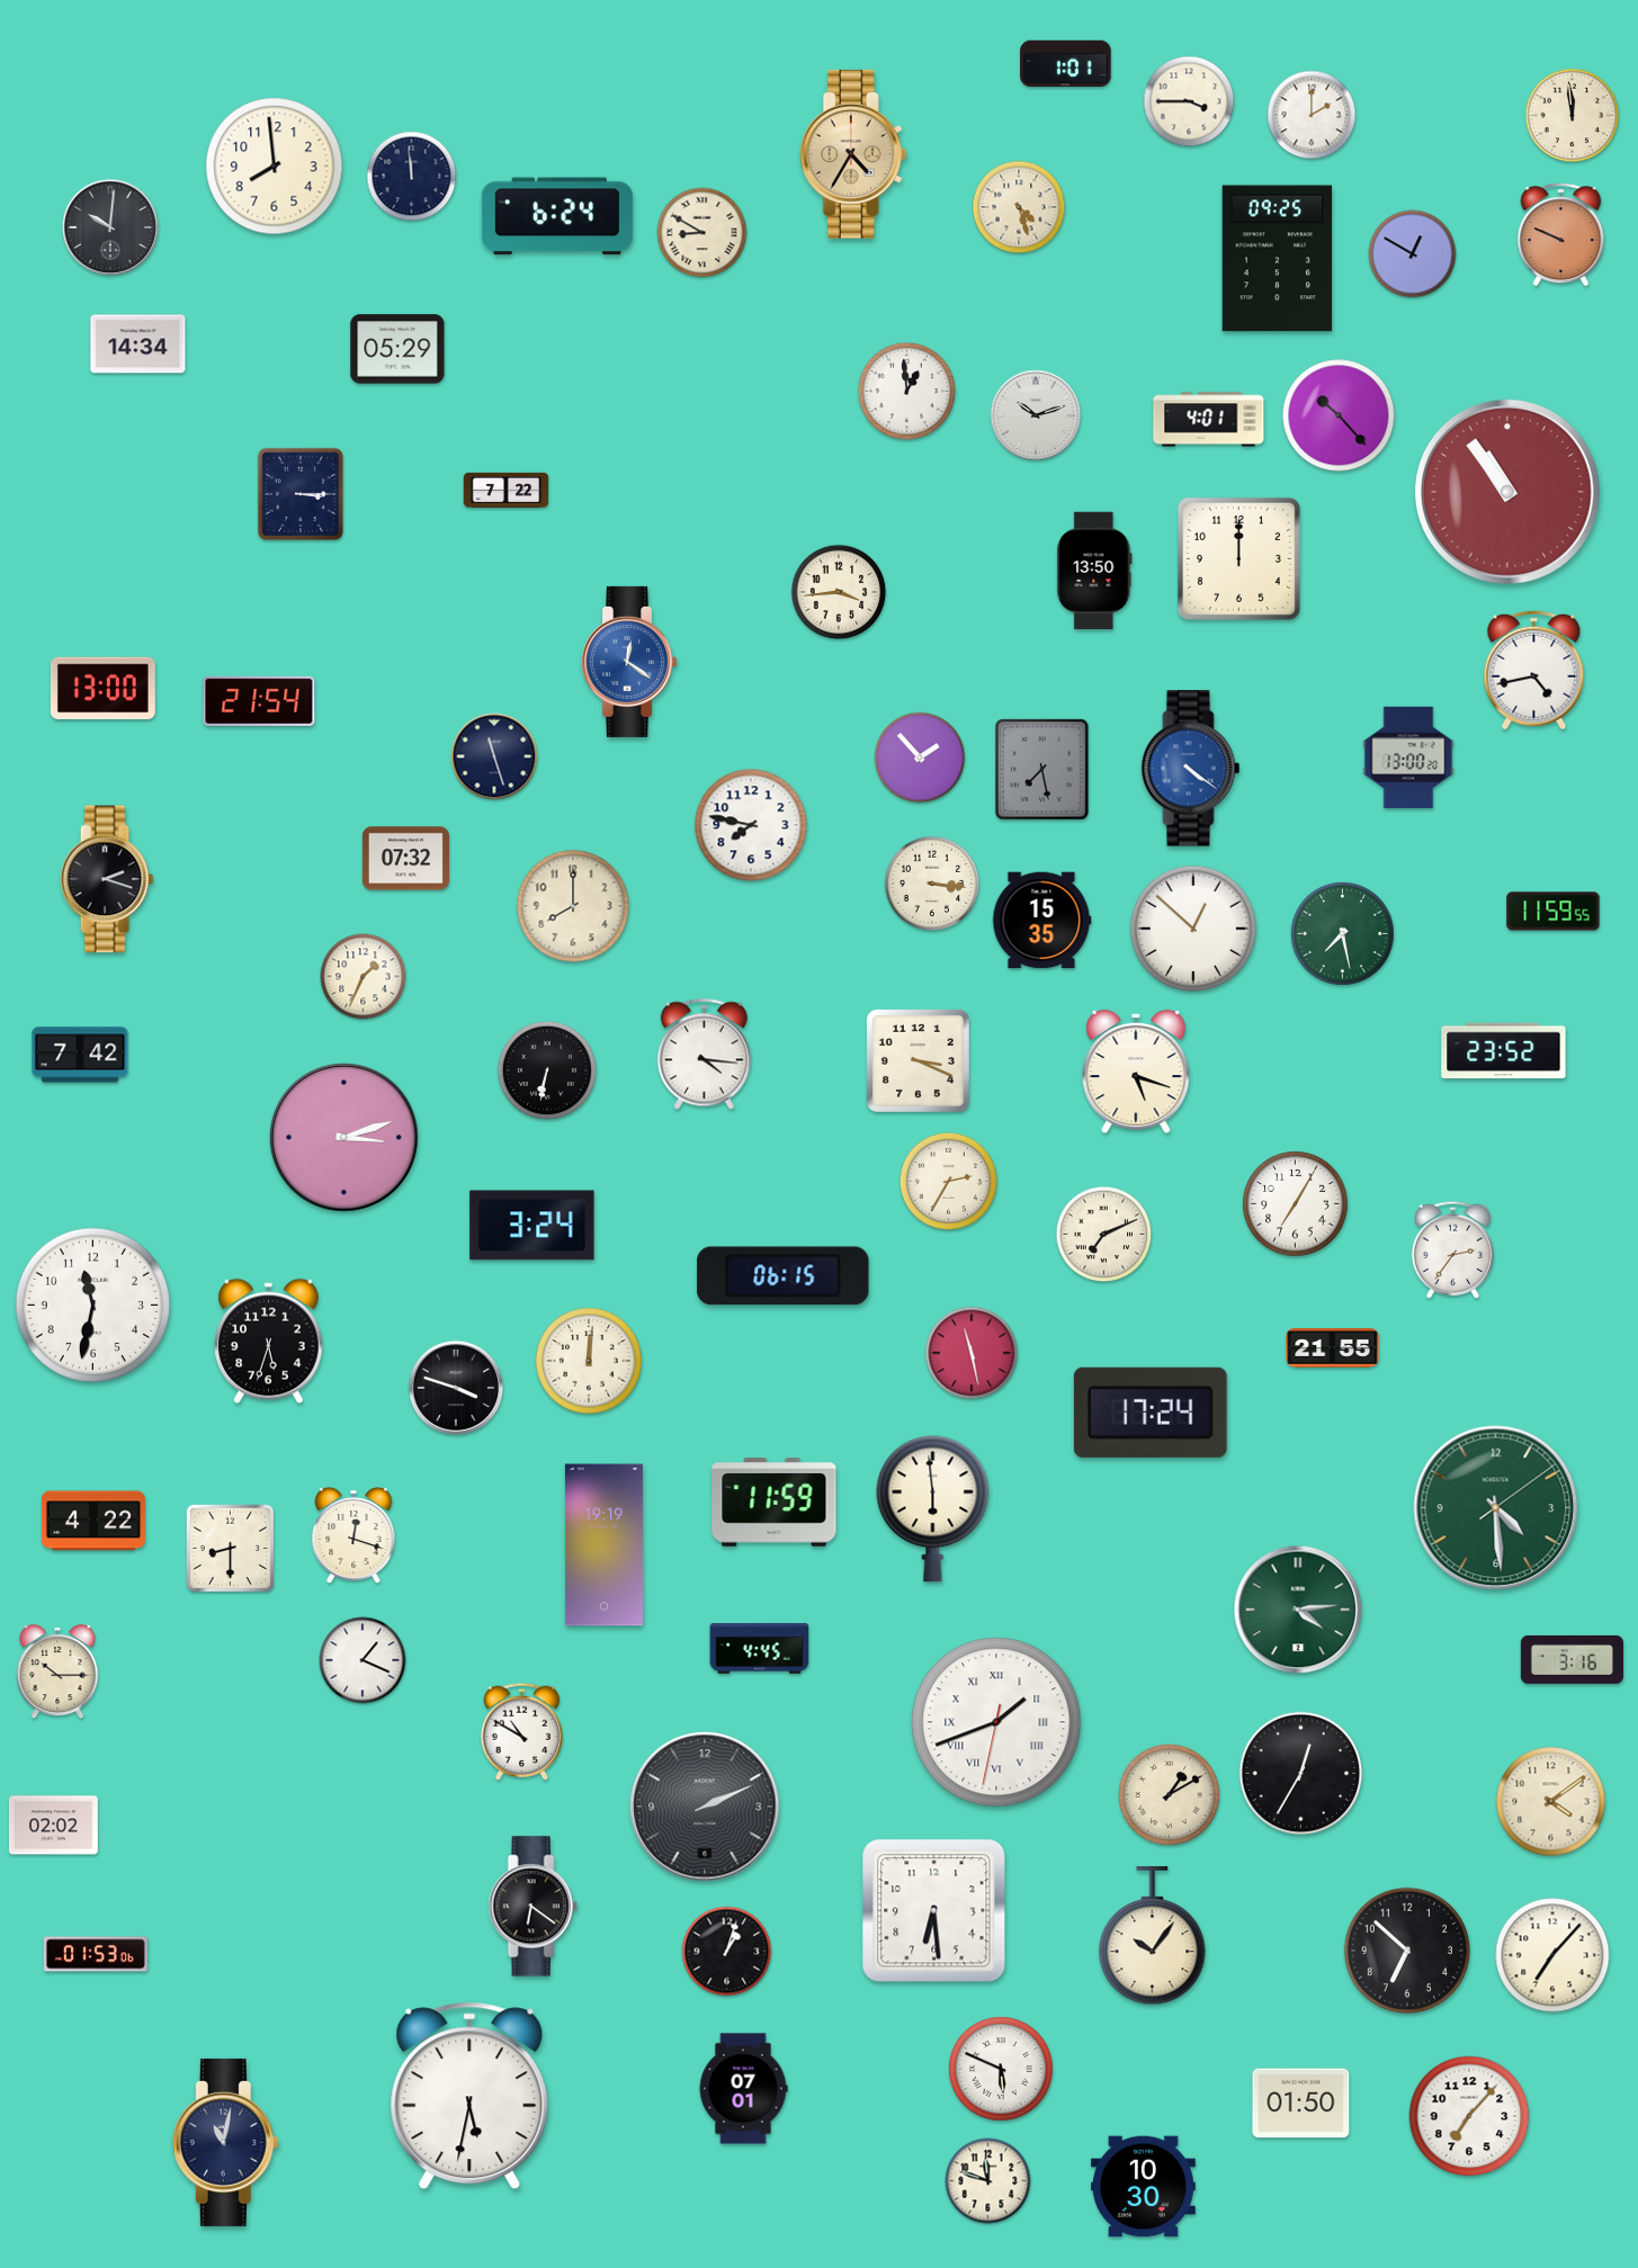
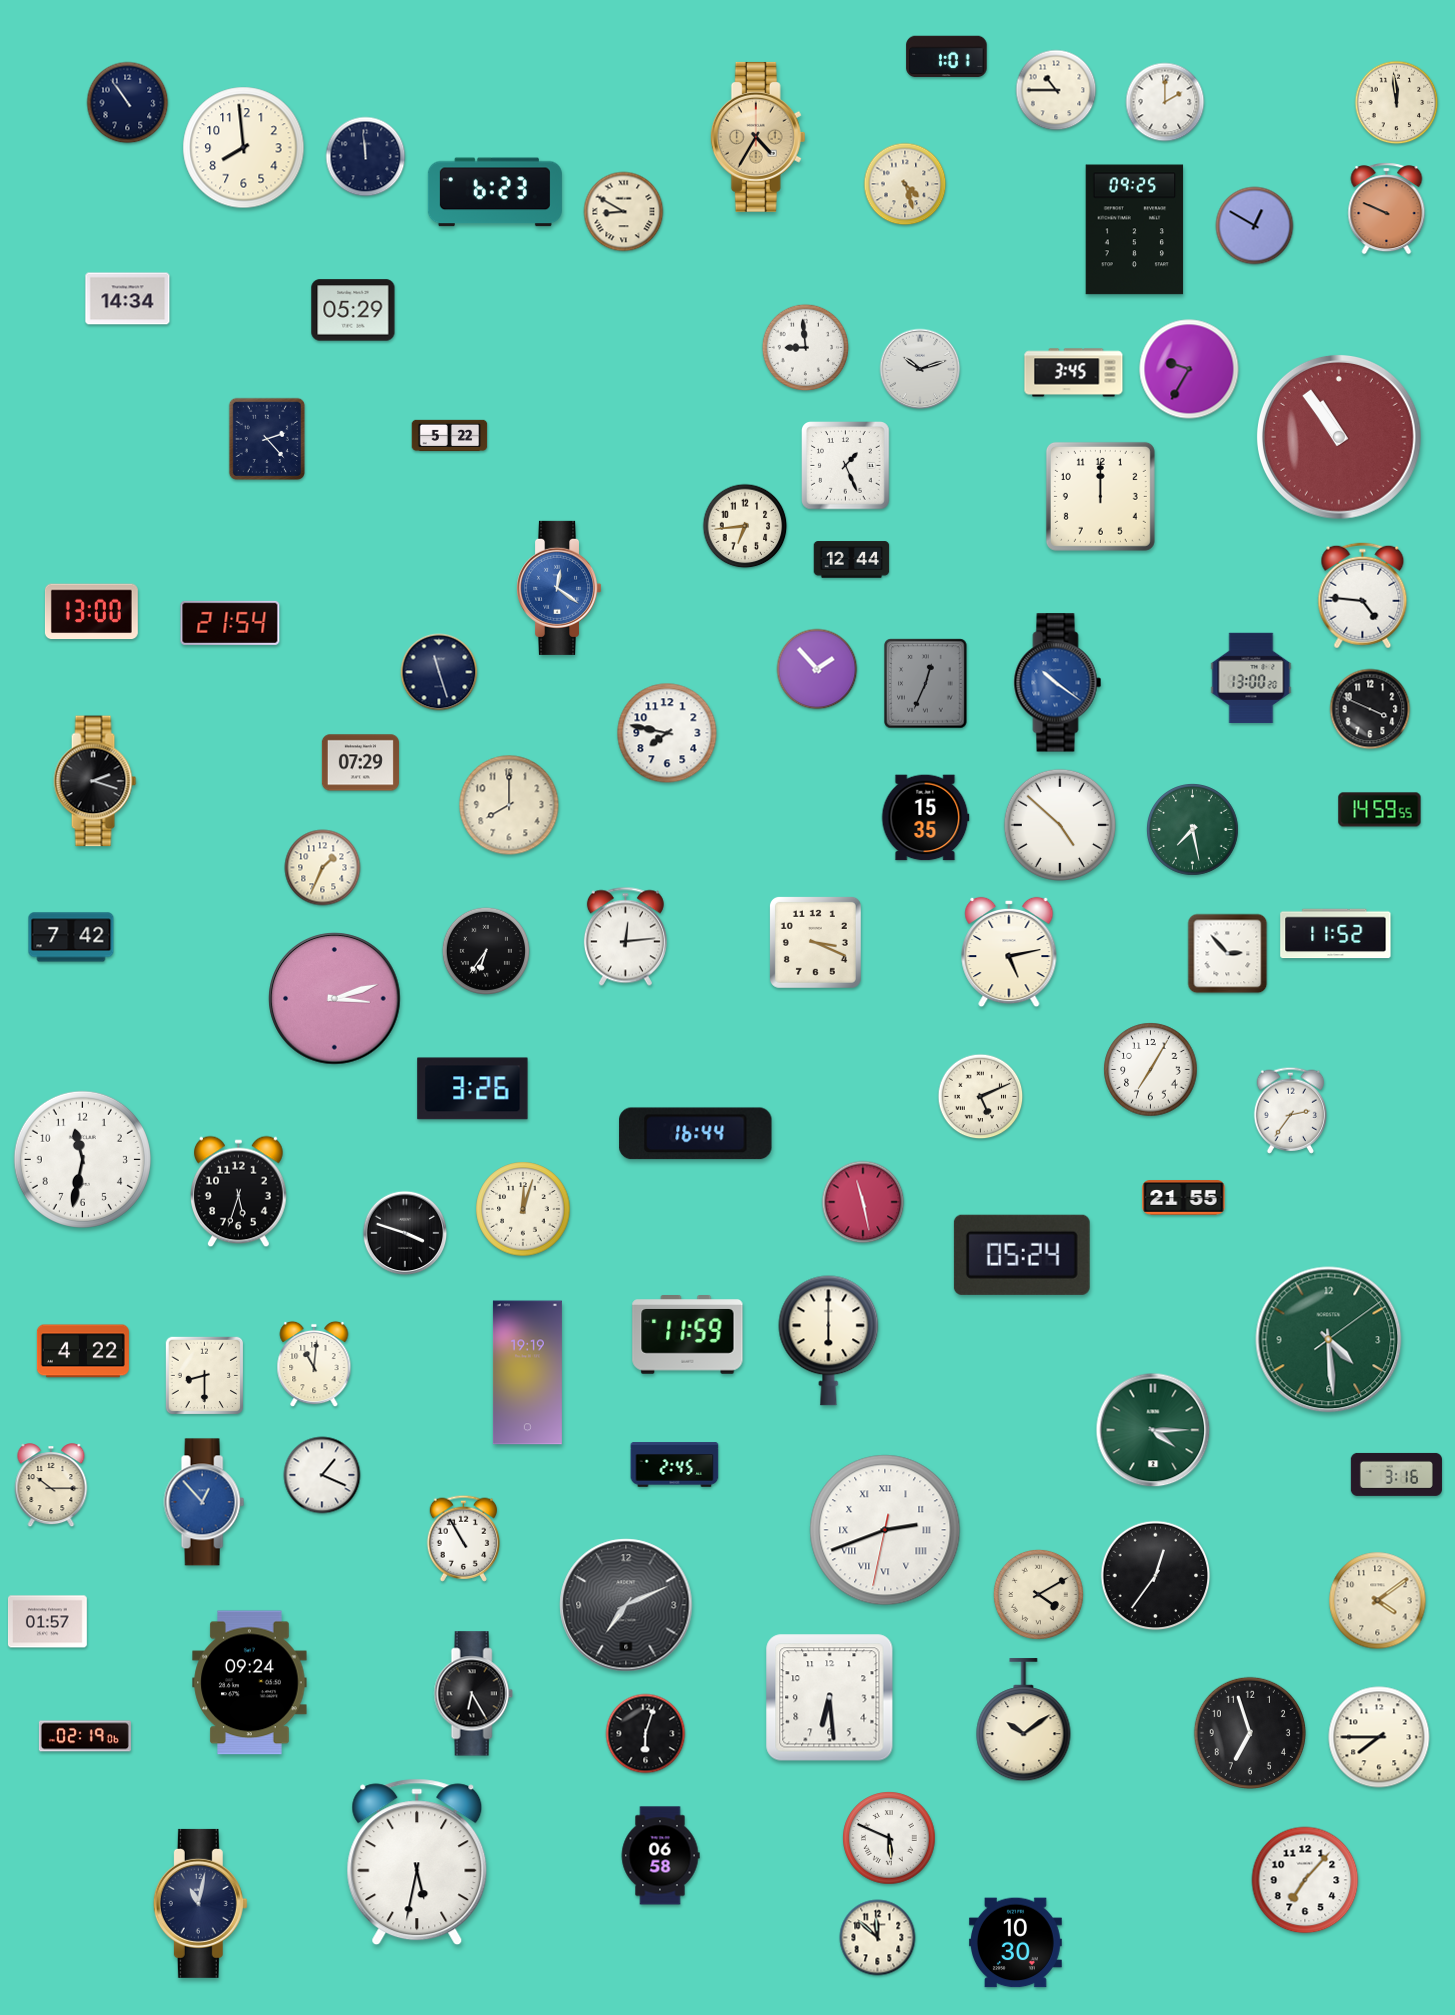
clock at (1189, 101): 3:45 -> 10:45
clock at (128, 103): none -> 10:54
clock at (557, 216): 6:24 -> 6:23
clock at (109, 226): 10:01 -> none
clock at (702, 233) position: (702, 233) -> (624, 212)
clock at (138, 344) position: (138, 344) -> (128, 299)
clock at (906, 391): 12:59 -> 8:59
clock at (1339, 415): 10:23 -> 9:35
clock at (1209, 420): 4:01 -> 3:45
clock at (507, 491): 7:22 -> 5:22
clock at (299, 494): 3:15 -> 2:23
clock at (846, 466): none -> 1:26
clock at (1094, 570): 13:50 -> none
clock at (839, 592): 3:44 -> 6:44
clock at (852, 560): none -> 12:44
clock at (1534, 671): 4:43 -> 4:46
clock at (1408, 756) position: (1408, 756) -> (1251, 677)
clock at (920, 758) position: (920, 758) -> (817, 669)
clock at (1191, 769): 4:21 -> 10:21
clock at (1042, 770): 7:28 -> 12:34
clock at (1370, 709): none -> 3:49
clock at (405, 859): 07:32 -> 07:29
clock at (932, 884): 3:16 -> none
clock at (1554, 912): 11:59 -> 14:59
clock at (1193, 929): 12:52 -> 4:52
clock at (1504, 1051): 23:52 -> 11:52
clock at (704, 1055): 4:16 -> 12:14
clock at (547, 1070): 6:32 -> 6:36
clock at (1136, 1072): 5:18 -> 5:13
clock at (1228, 954): none -> 2:53
clock at (344, 1138) position: (344, 1138) -> (335, 999)
clock at (948, 1181): 2:35 -> none
clock at (532, 1226): 3:24 -> 3:26
clock at (1104, 1235): 7:11 -> 5:11
clock at (784, 1276): 06:15 -> 16:44
clock at (589, 1361): 12:01 -> 12:03
clock at (1151, 1413): 17:24 -> 05:24
clock at (933, 1509): 5:59 -> 6:00
clock at (353, 1535): 12:18 -> 11:01
clock at (603, 1545) position: (603, 1545) -> (527, 1373)
clock at (1298, 1610): 4:14 -> 4:15
clock at (760, 1649): 4:45 -> 2:45
clock at (204, 1502): none -> 12:53
clock at (996, 1722): 1:41 -> 2:41
clock at (521, 1731): 10:50 -> 10:55
clock at (1301, 1774): 12:35 -> 12:36
clock at (1169, 1794): 1:10 -> 4:10
clock at (705, 1807): 2:11 -> 7:11
clock at (53, 1826): 02:02 -> 01:57
clock at (250, 1683): none -> 09:24
clock at (532, 1907): 6:21 -> 6:25
clock at (1153, 1936): 10:06 -> 10:09
clock at (1407, 1951): 6:52 -> 6:57
clock at (727, 1952): 1:03 -> 6:03
clock at (96, 1954): 01:53 -> 02:19
clock at (1552, 1955): 7:07 -> 7:45
clock at (743, 2089): 07:01 -> 06:58
clock at (1301, 2104): 01:50 -> none
clock at (988, 2181): 11:48 -> 11:52
